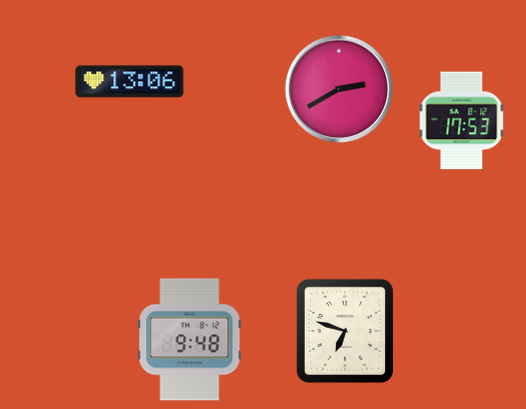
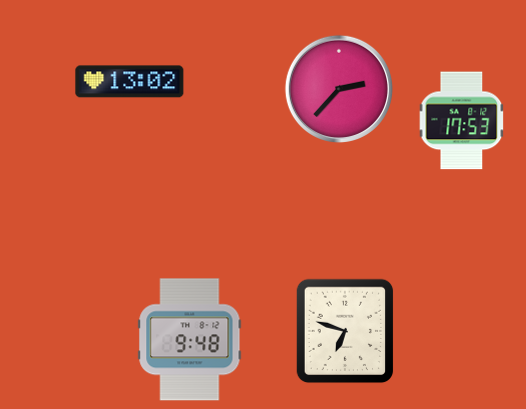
clock at (130, 82): 13:06 -> 13:02
clock at (338, 88): 2:40 -> 2:37
